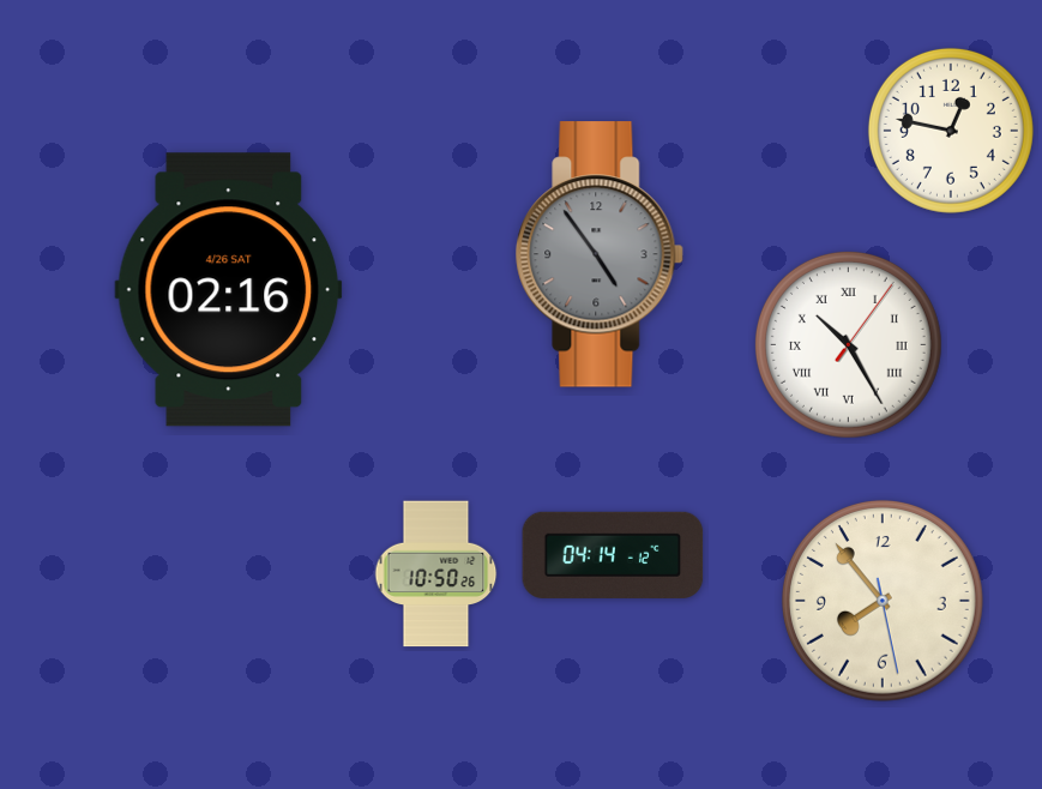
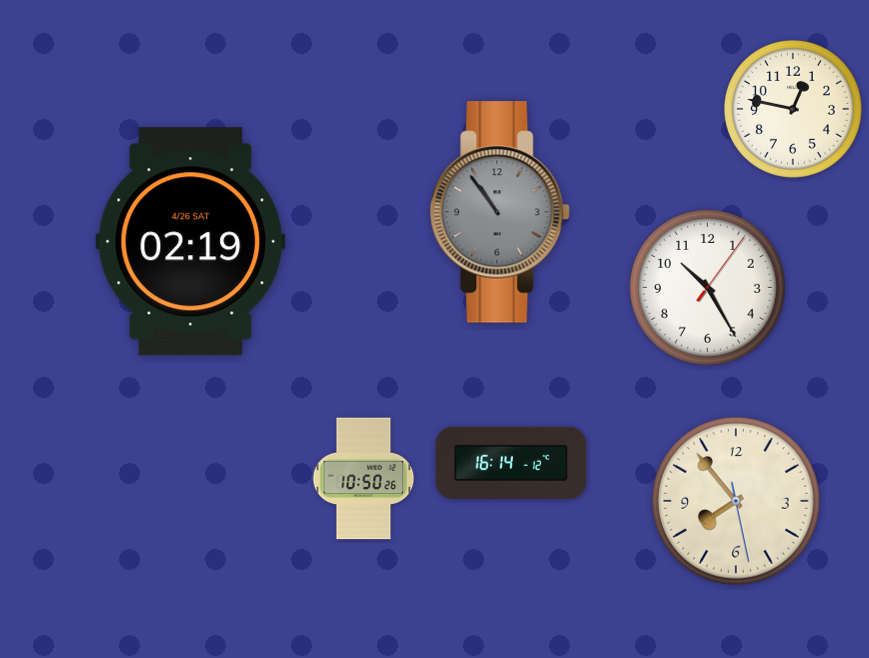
clock at (601, 254): 4:54 -> 10:54
clock at (229, 290): 02:16 -> 02:19
clock at (848, 344) numerals: Roman -> Arabic
clock at (613, 555): 04:14 -> 16:14
